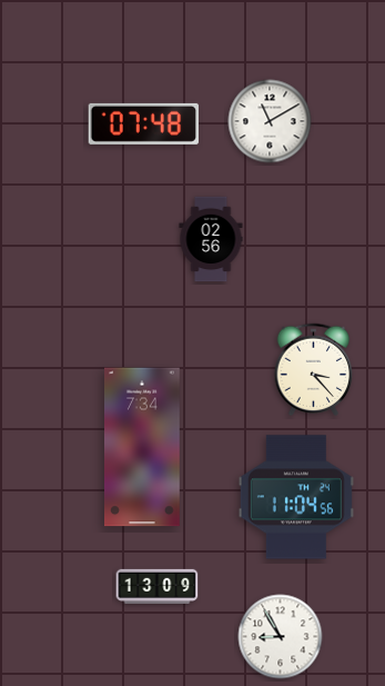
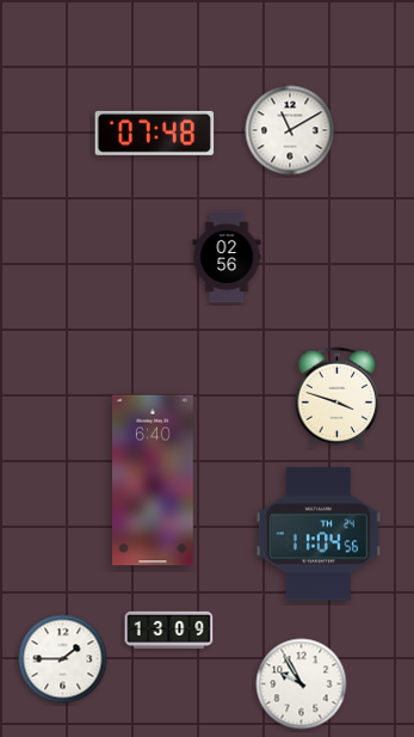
clock at (314, 370): 3:23 -> 3:48
clock at (143, 447): 7:34 -> 6:40
clock at (63, 659): none -> 1:45
clock at (281, 637): 8:55 -> 9:55
